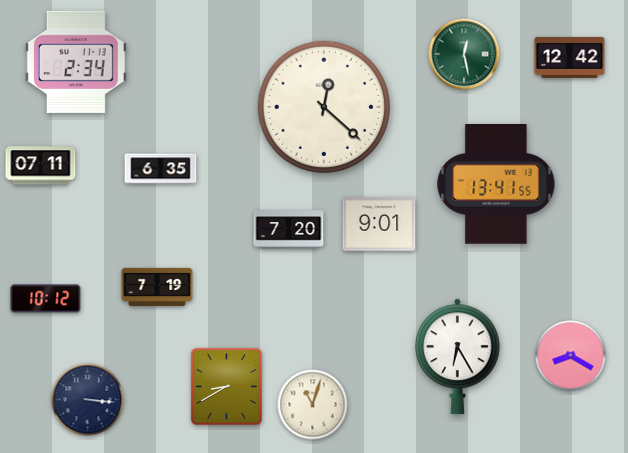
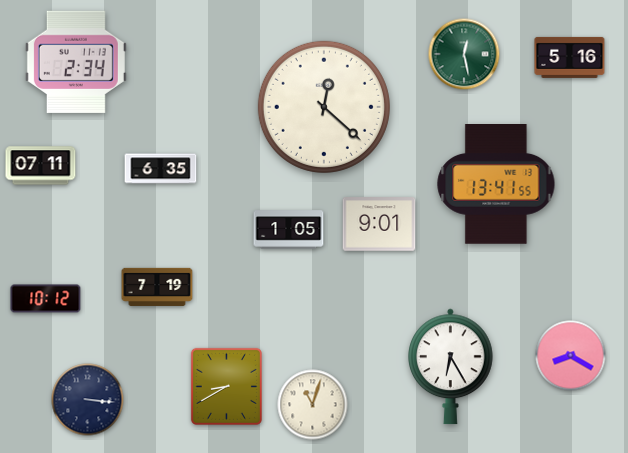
clock at (570, 57): 12:42 -> 5:16
clock at (289, 230): 7:20 -> 1:05
clock at (458, 357) position: (458, 357) -> (451, 367)
